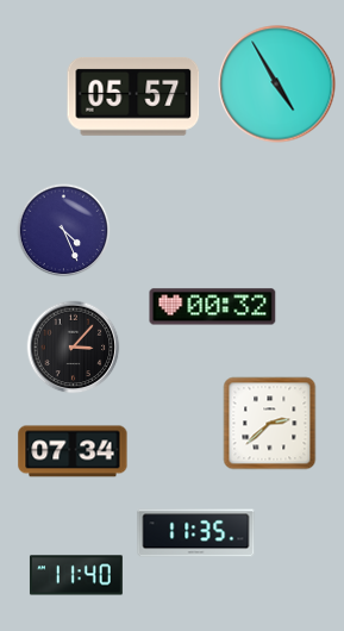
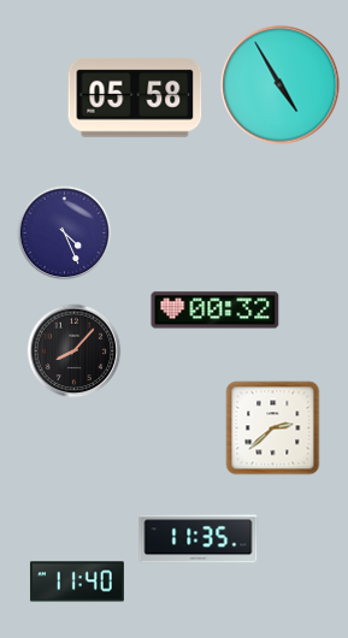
clock at (133, 96): 05:57 -> 05:58
clock at (73, 346): 3:07 -> 8:07
clock at (73, 451): 07:34 -> none
